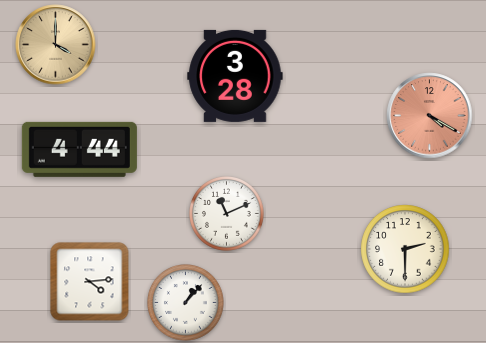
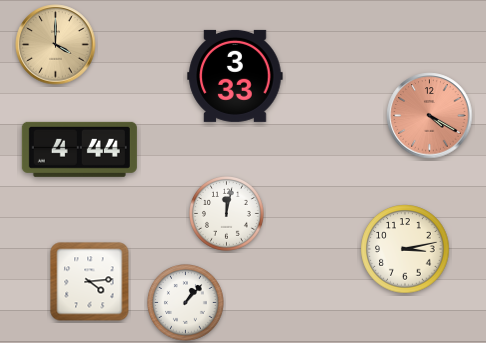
clock at (235, 76): 3:28 -> 3:33
clock at (227, 214): 11:11 -> 12:02
clock at (405, 249): 2:30 -> 3:13
